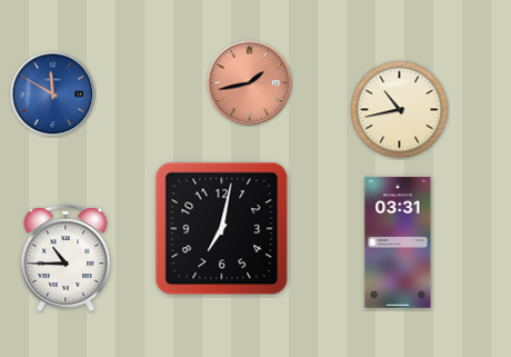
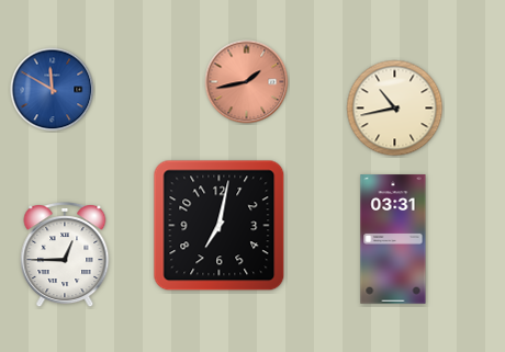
clock at (53, 95) position: (53, 95) -> (53, 90)
clock at (66, 258): 10:45 -> 12:45
